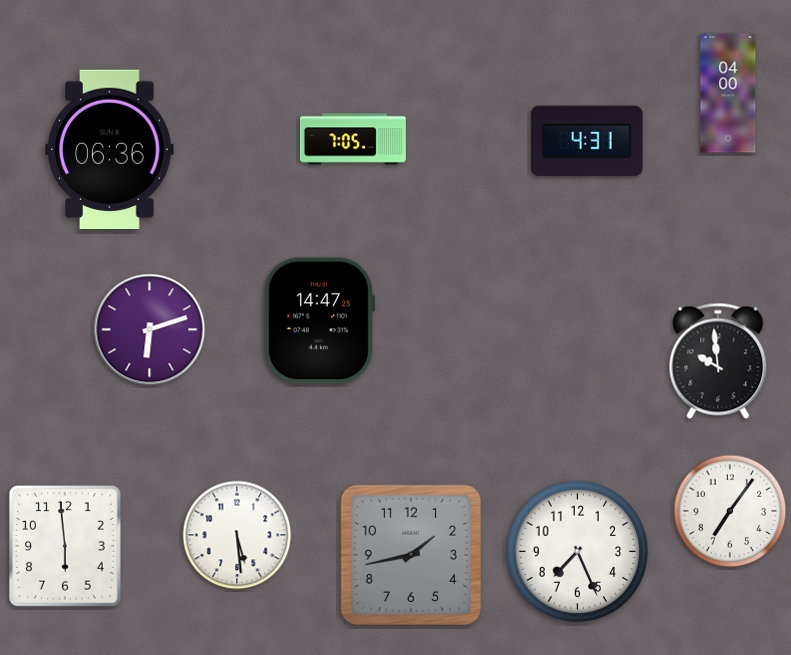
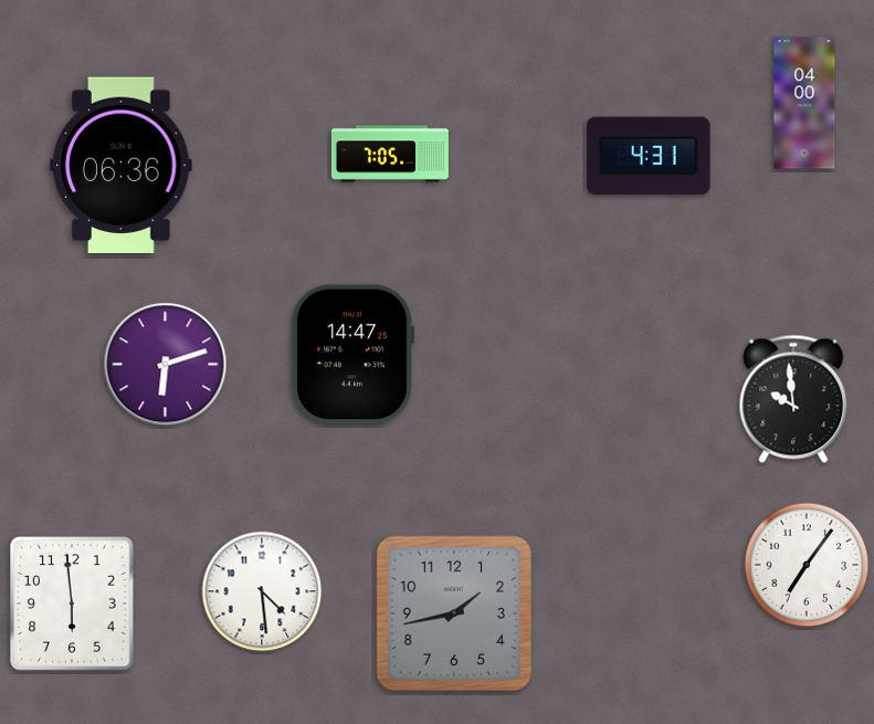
clock at (237, 535): 5:29 -> 4:29
clock at (578, 552): 7:26 -> none
